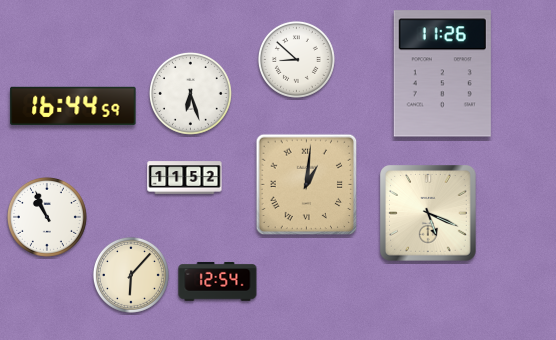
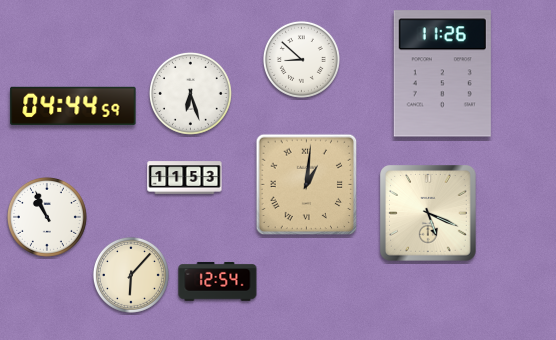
clock at (296, 59) position: (296, 59) -> (301, 59)
clock at (73, 106): 16:44 -> 04:44
clock at (185, 178): 11:52 -> 11:53
